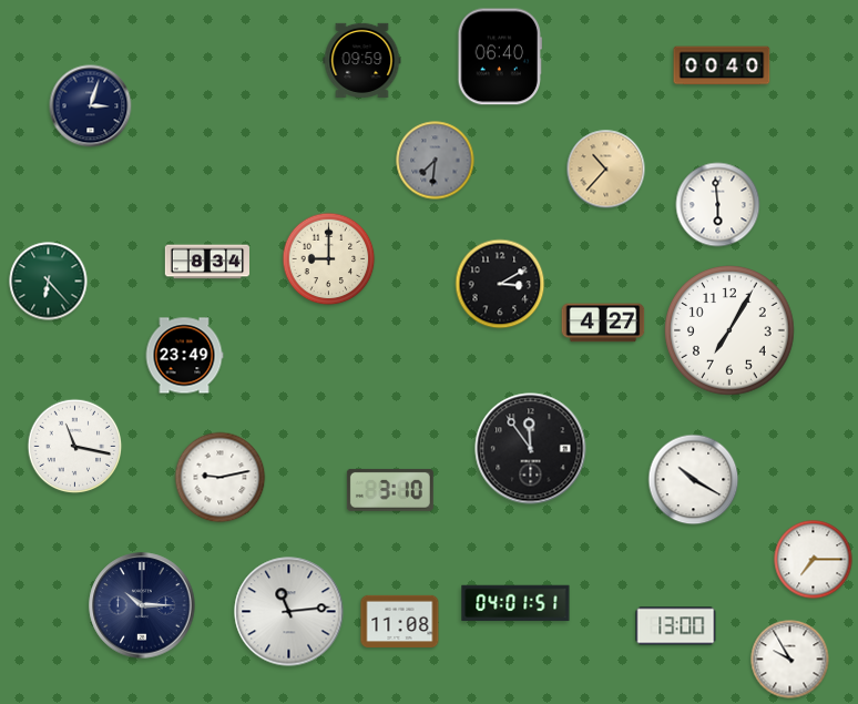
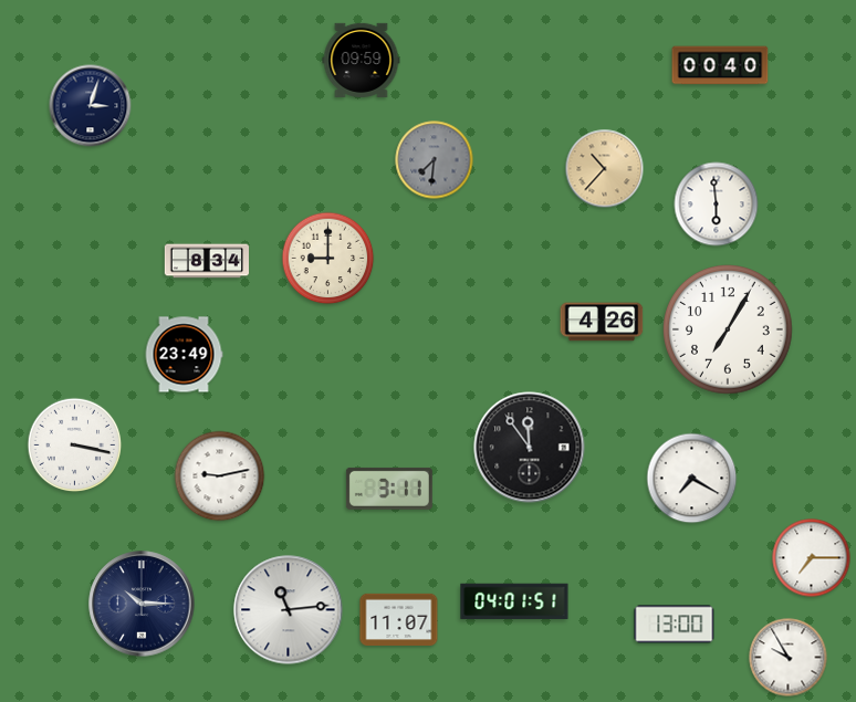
clock at (500, 57): 06:40 -> none
clock at (49, 282): 6:23 -> none
clock at (500, 284): 3:10 -> none
clock at (603, 323): 4:27 -> 4:26
clock at (75, 447): 11:17 -> 3:17
clock at (694, 480): 10:20 -> 7:20
clock at (390, 490): 3:10 -> 3:11
clock at (400, 622): 11:08 -> 11:07
